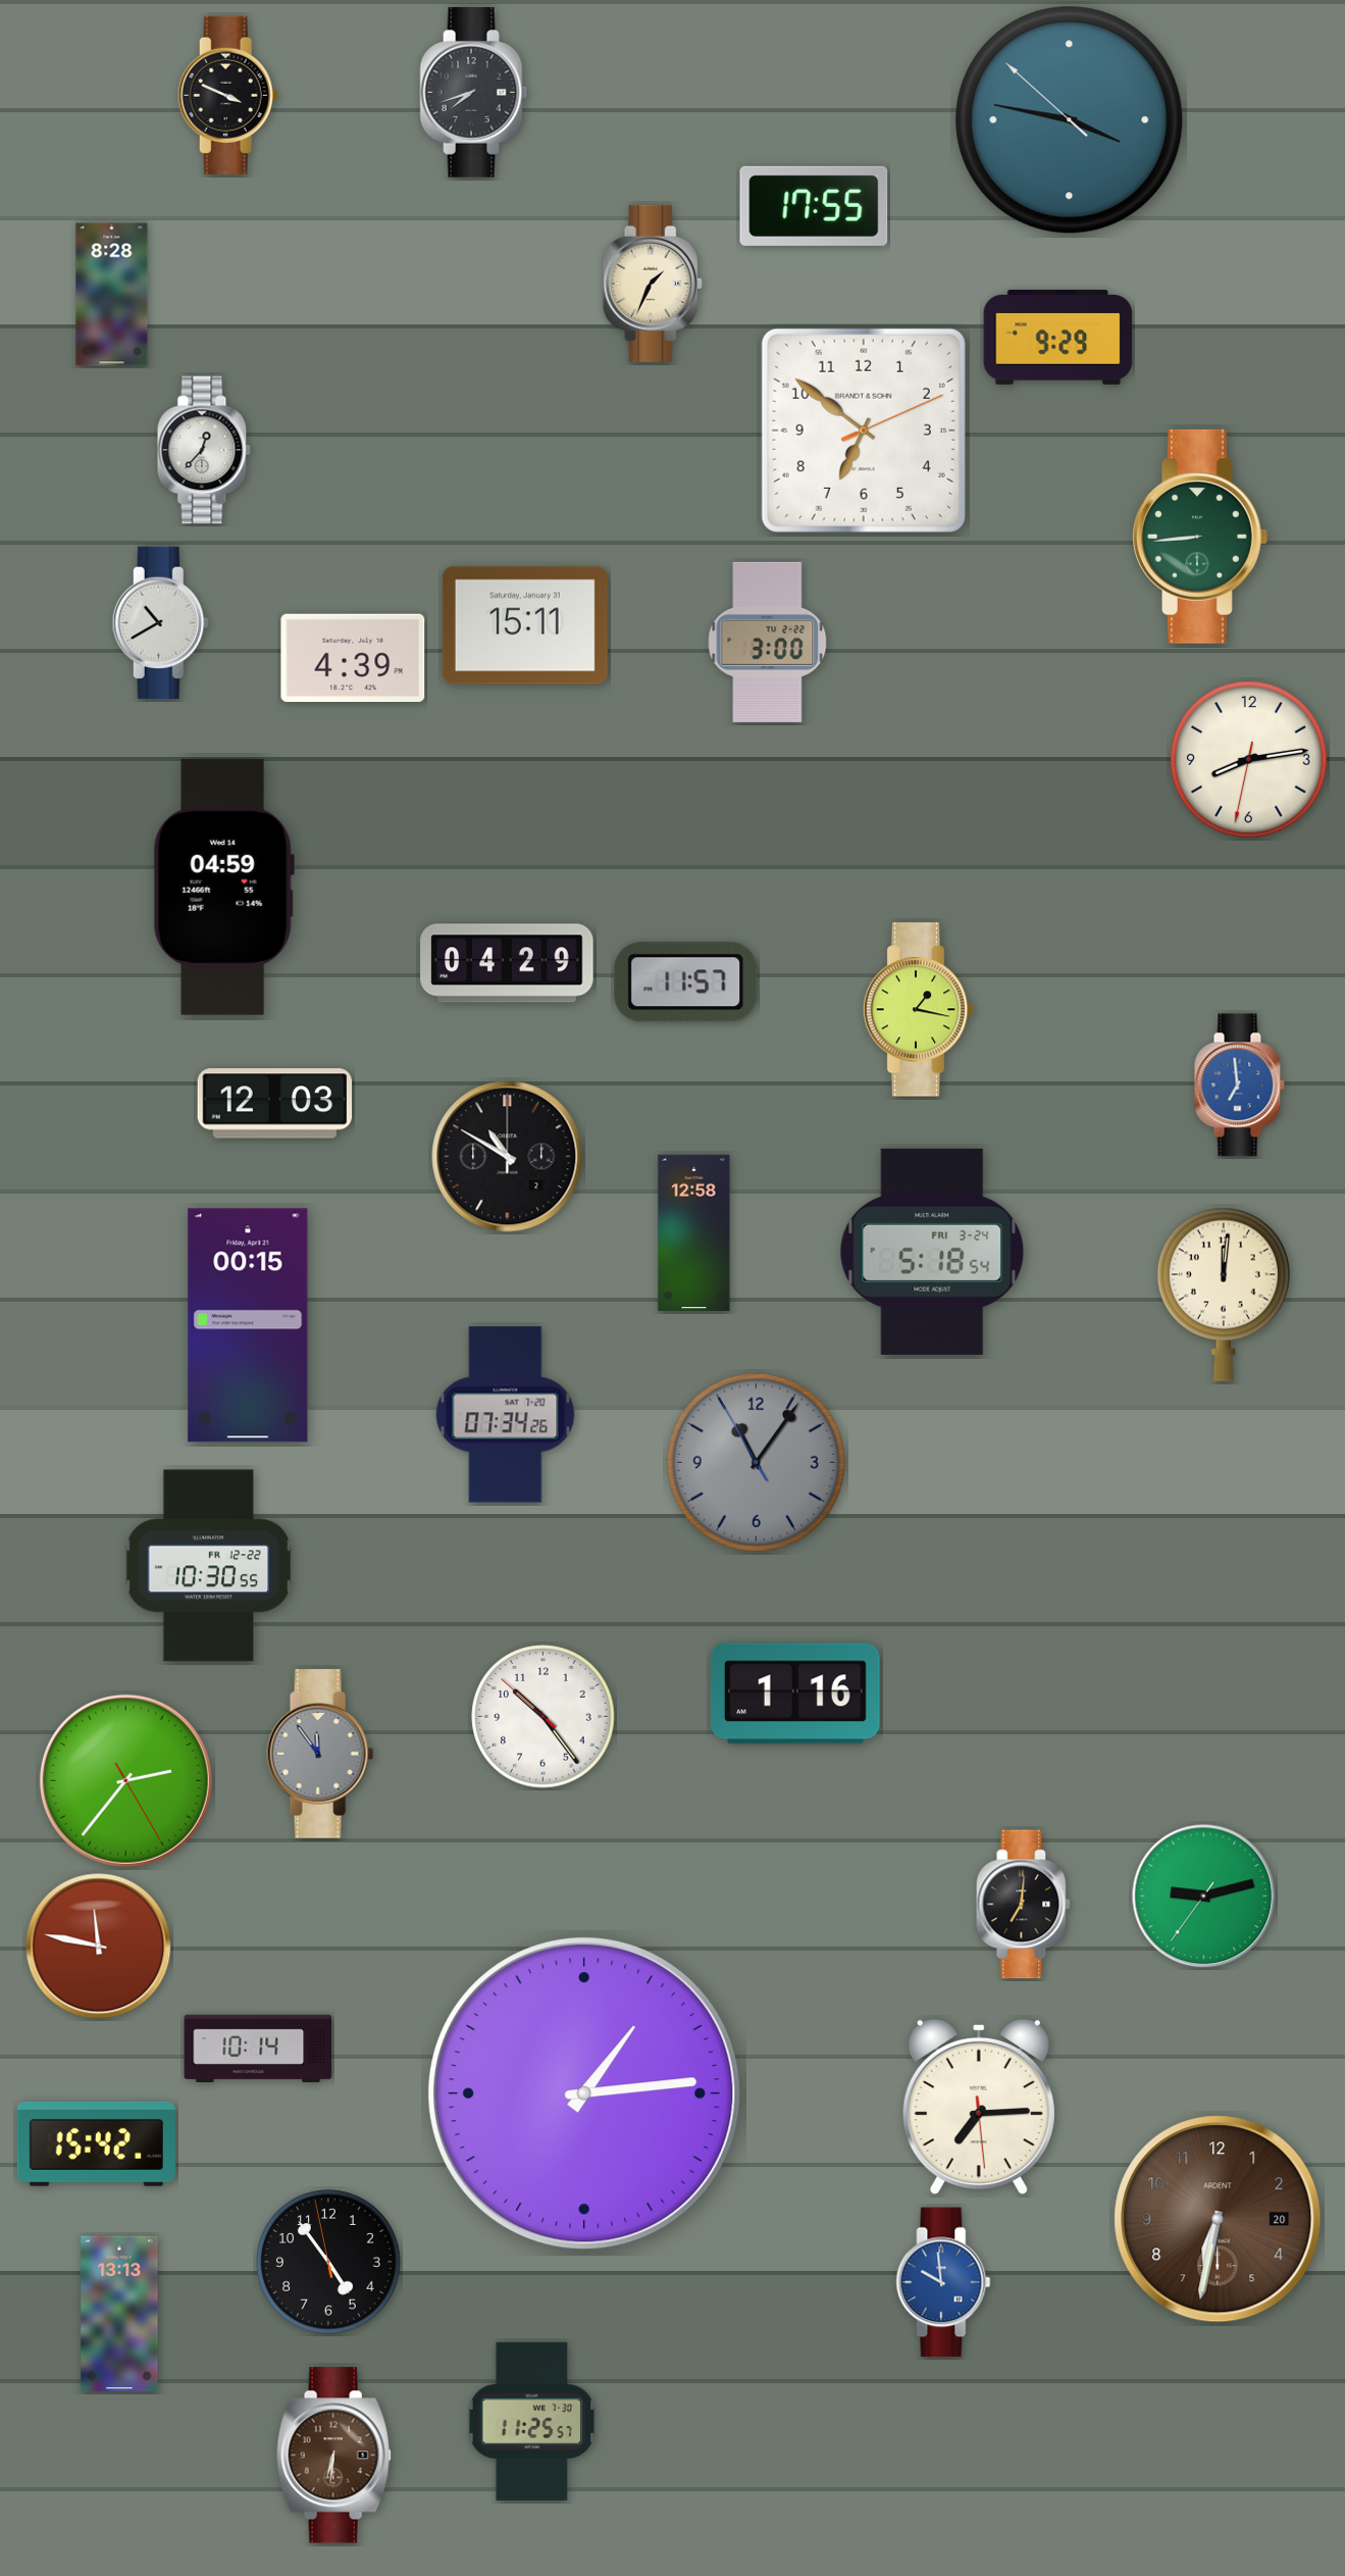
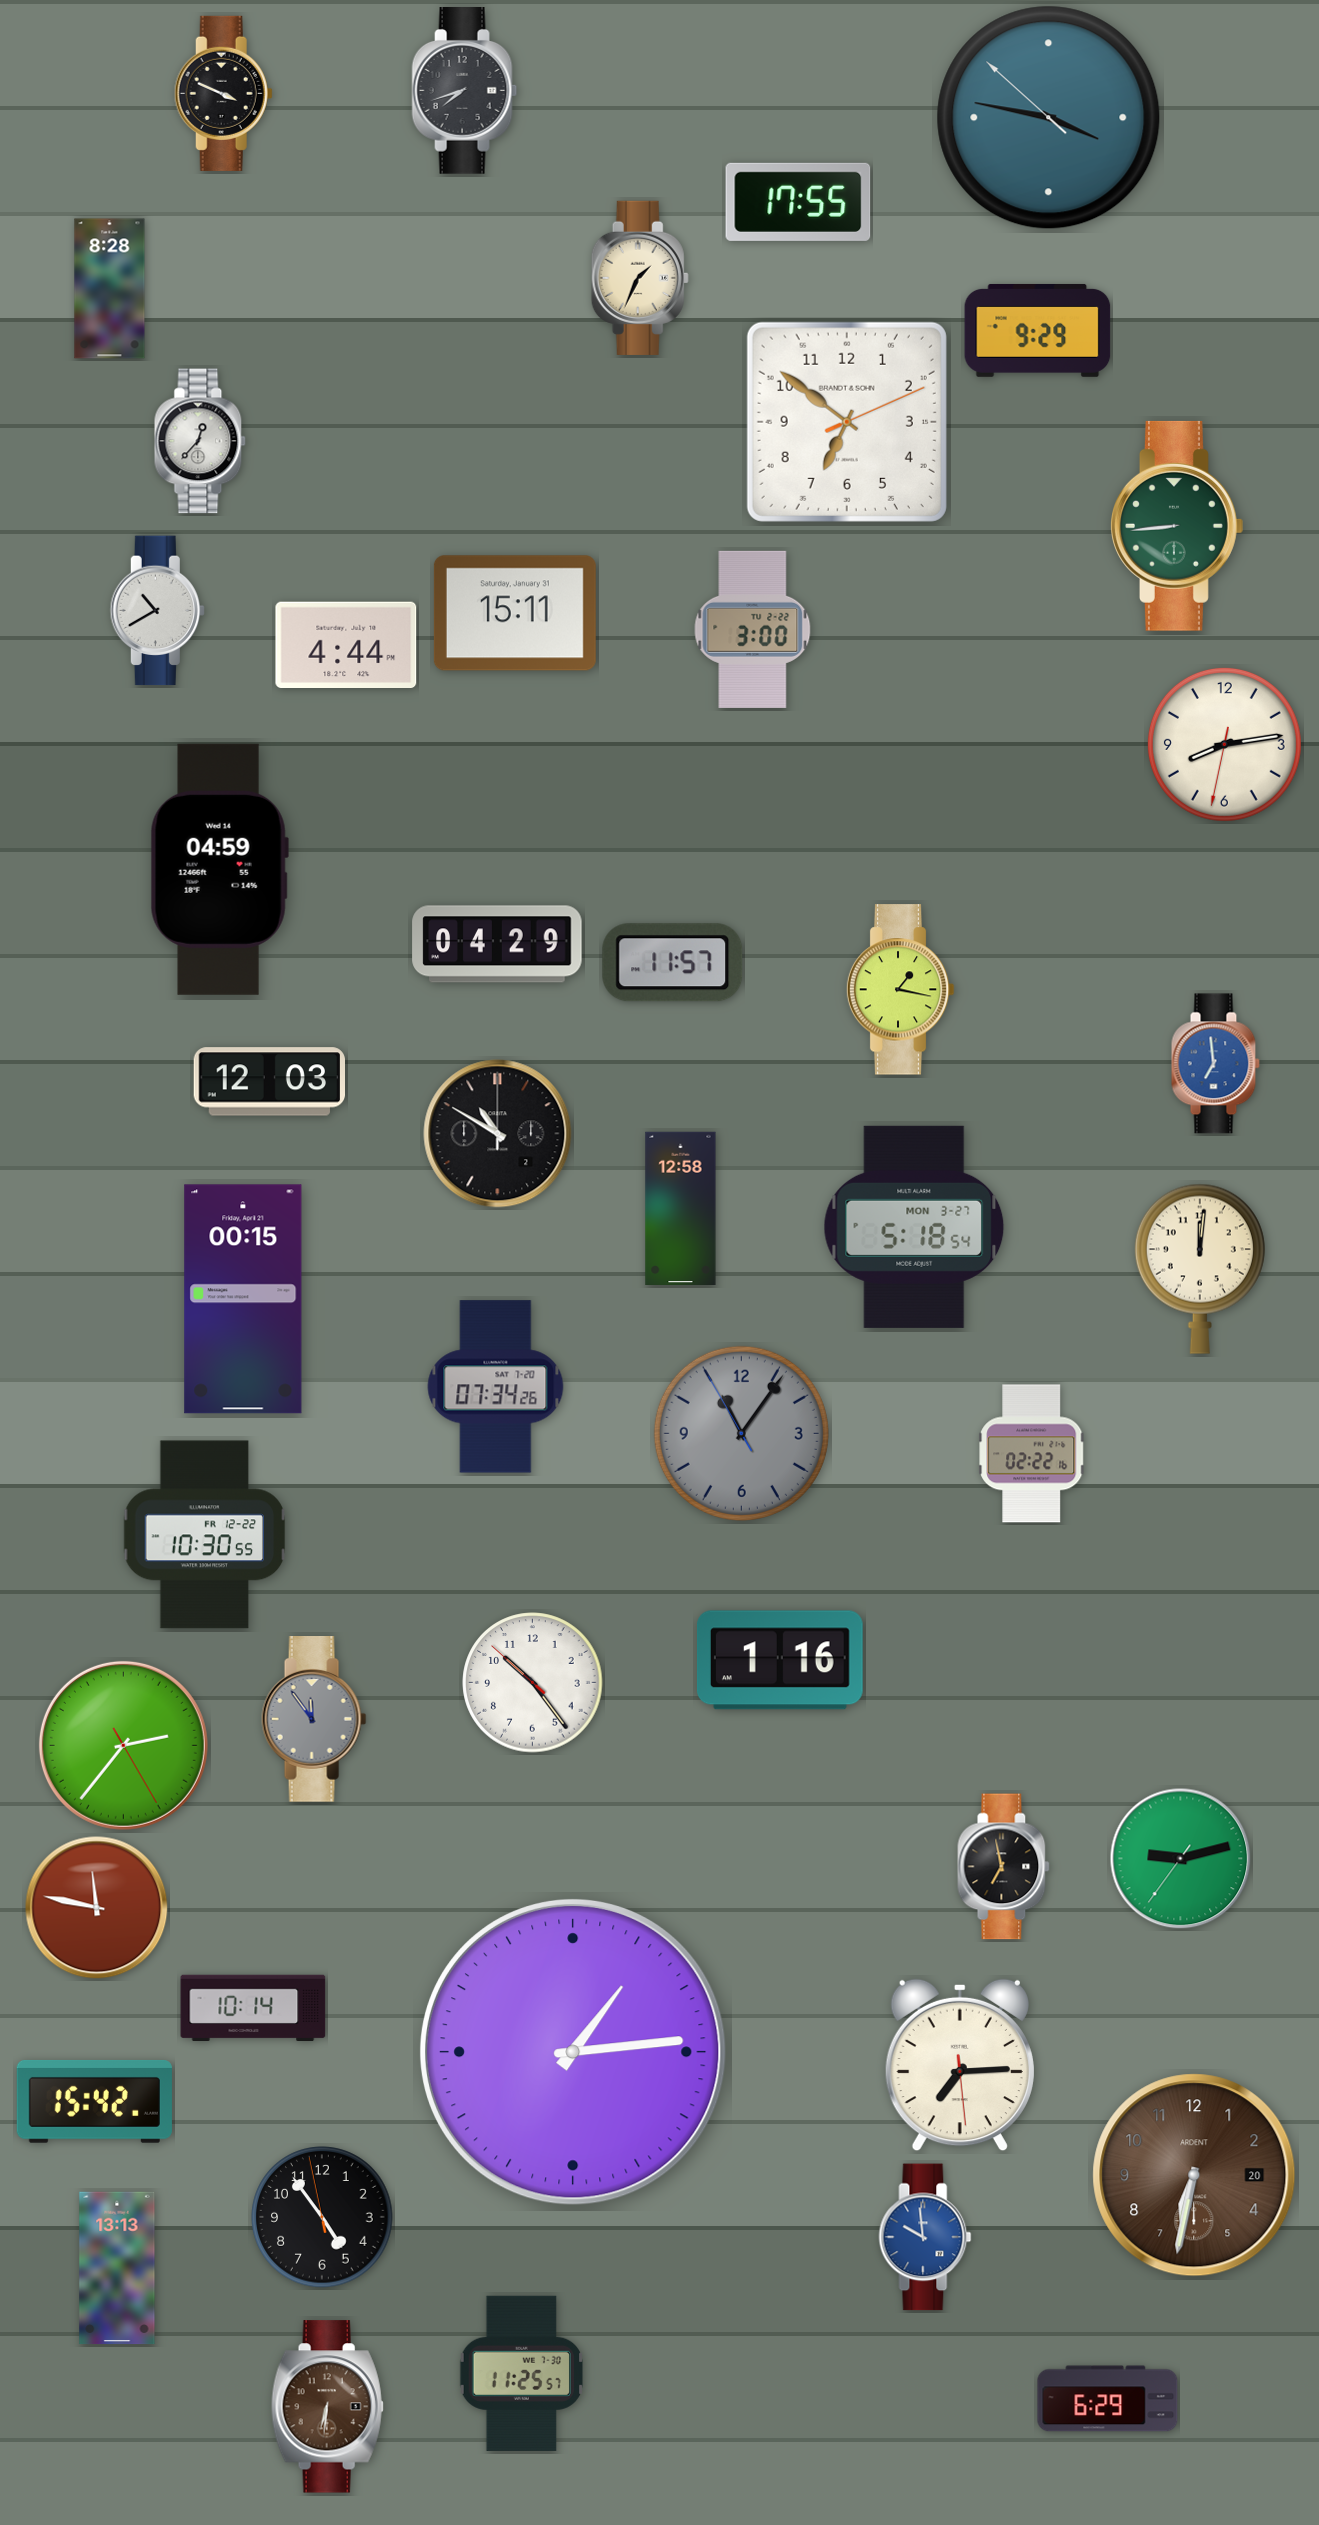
clock at (353, 658): 4:39 -> 4:44
clock at (932, 1252) date: FRI 3-24 -> MON 3-27
clock at (1032, 1454): none -> 02:22
clock at (1024, 1905): 7:01 -> 6:58
clock at (1108, 2399): none -> 6:29
